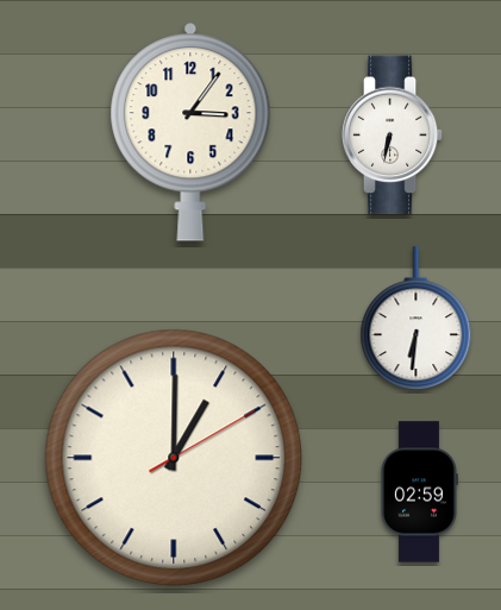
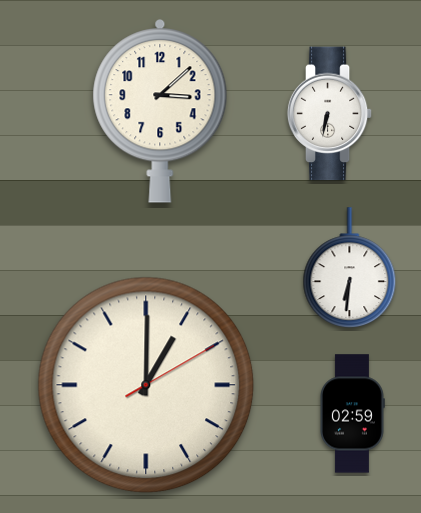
clock at (190, 133): 3:06 -> 3:08
